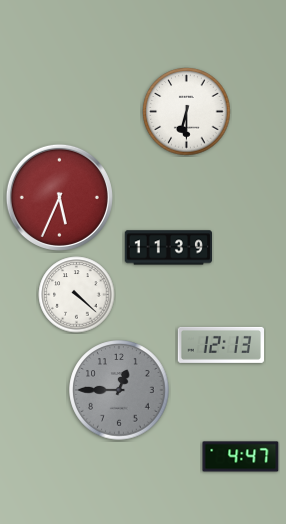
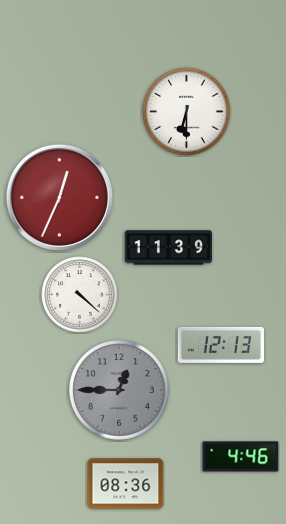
clock at (59, 197): 5:34 -> 12:34
clock at (77, 295) position: (77, 295) -> (80, 295)
clock at (241, 457): 4:47 -> 4:46
clock at (126, 484): none -> 08:36
